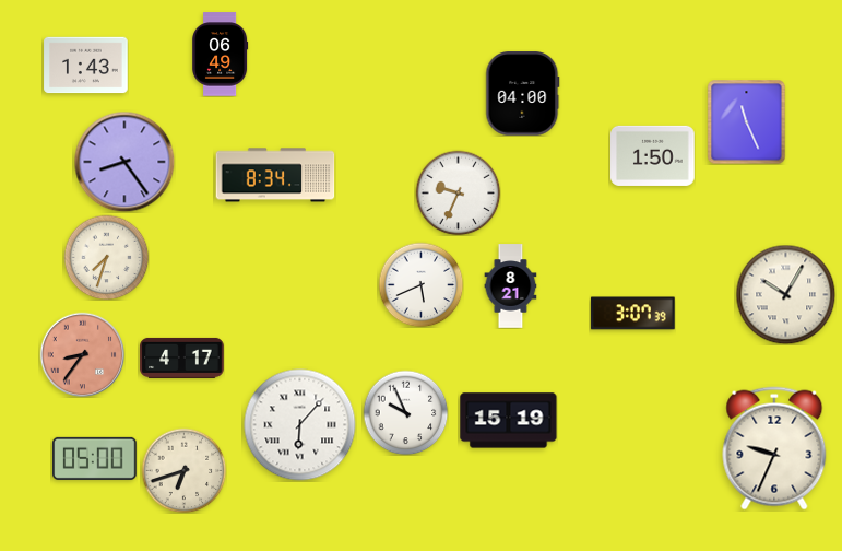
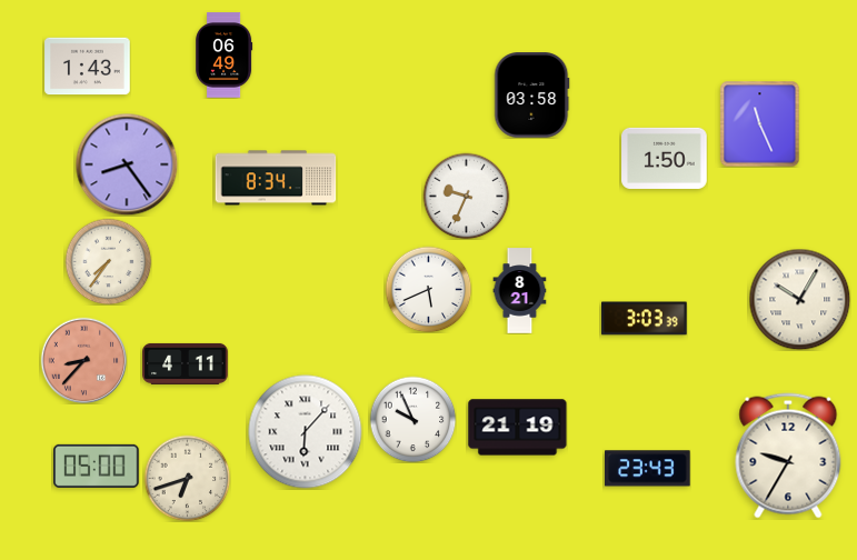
clock at (523, 94): 04:00 -> 03:58
clock at (275, 175) position: (275, 175) -> (276, 178)
clock at (106, 257): 7:33 -> 7:36
clock at (633, 314): 3:07 -> 3:03
clock at (82, 354): 8:36 -> 8:37
clock at (182, 357): 4:17 -> 4:11
clock at (509, 421): 15:19 -> 21:19
clock at (774, 448): 9:34 -> 9:35
clock at (648, 469): none -> 23:43
